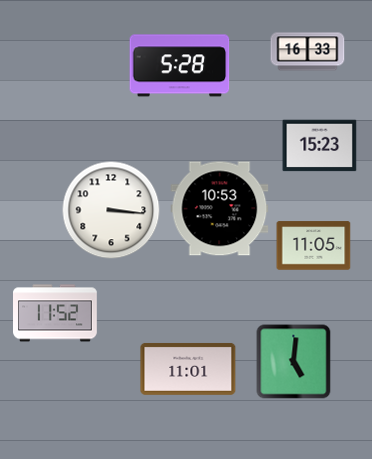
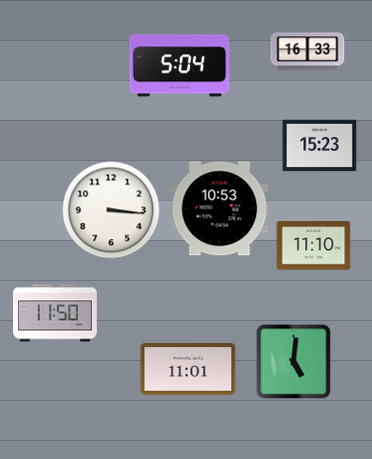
clock at (180, 66): 5:28 -> 5:04
clock at (314, 246): 11:05 -> 11:10
clock at (56, 313): 11:52 -> 11:50
